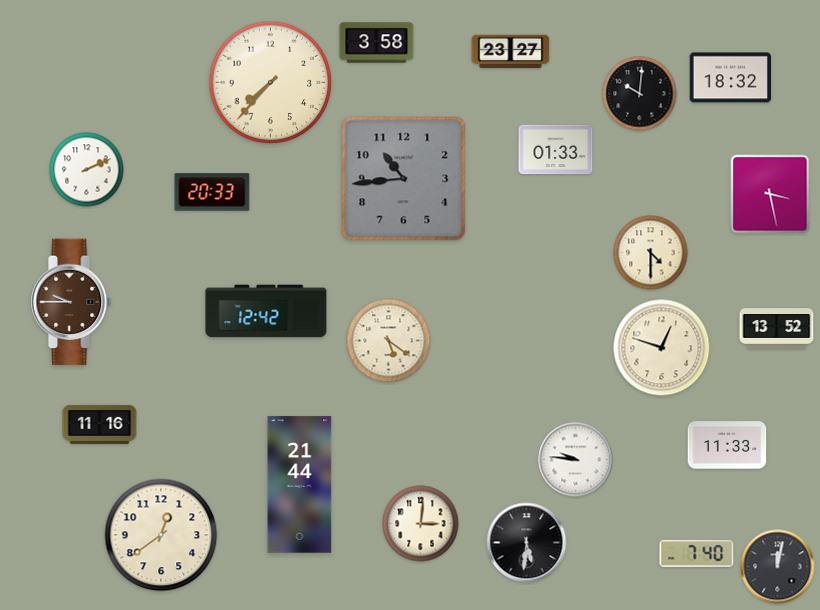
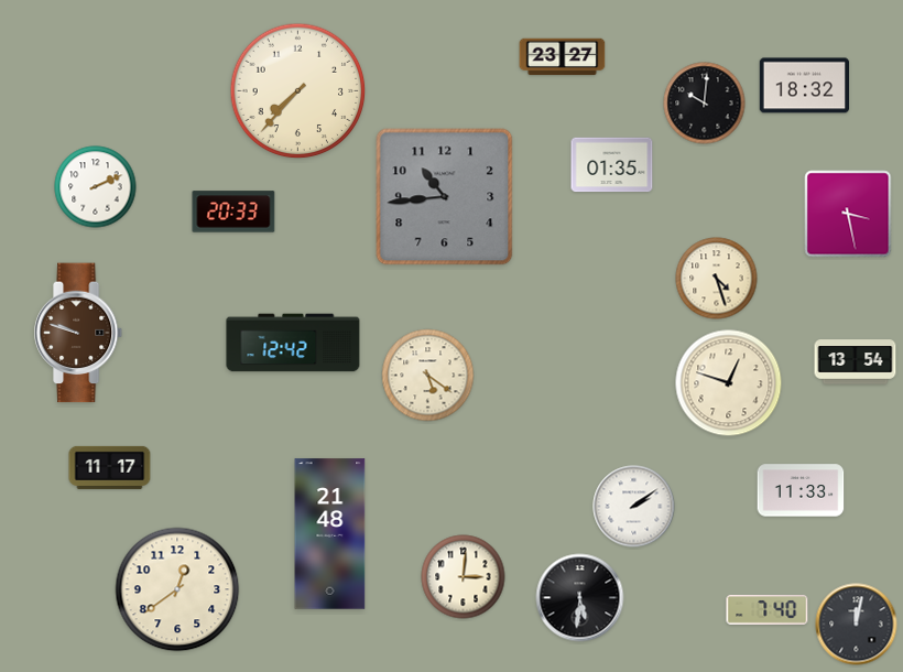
clock at (377, 43): 3:58 -> none
clock at (556, 150): 01:33 -> 01:35
clock at (651, 253): 4:30 -> 4:27
clock at (72, 302): 9:45 -> 9:48
clock at (777, 329): 13:52 -> 13:54
clock at (100, 424): 11:16 -> 11:17
clock at (576, 460): 9:46 -> 2:09
clock at (300, 485): 21:44 -> 21:48
